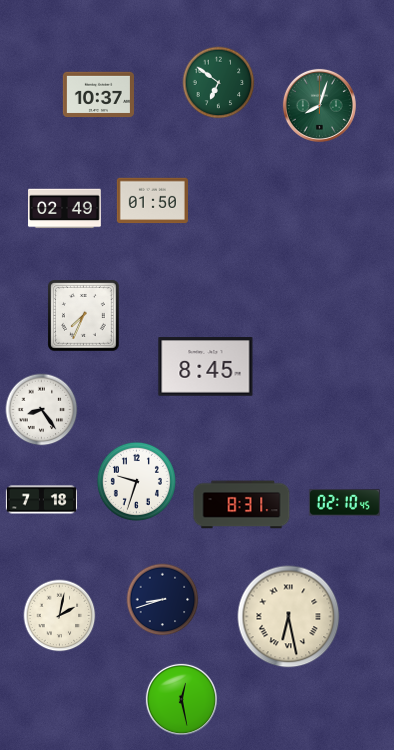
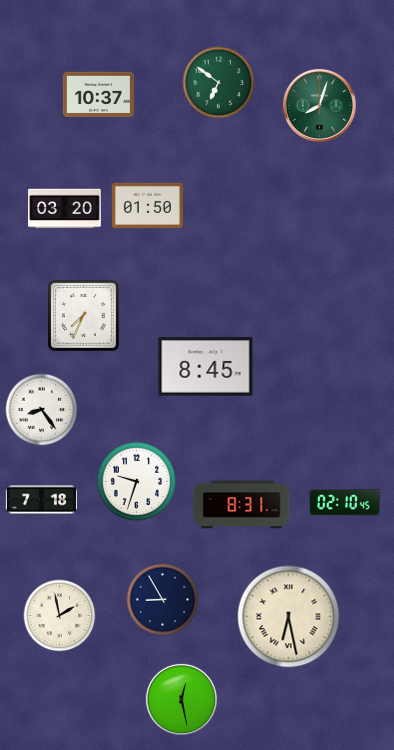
clock at (152, 201) position: (152, 201) -> (147, 206)
clock at (65, 209): 02:49 -> 03:20
clock at (163, 600): 8:42 -> 8:55
clock at (60, 616): 2:02 -> 1:58
